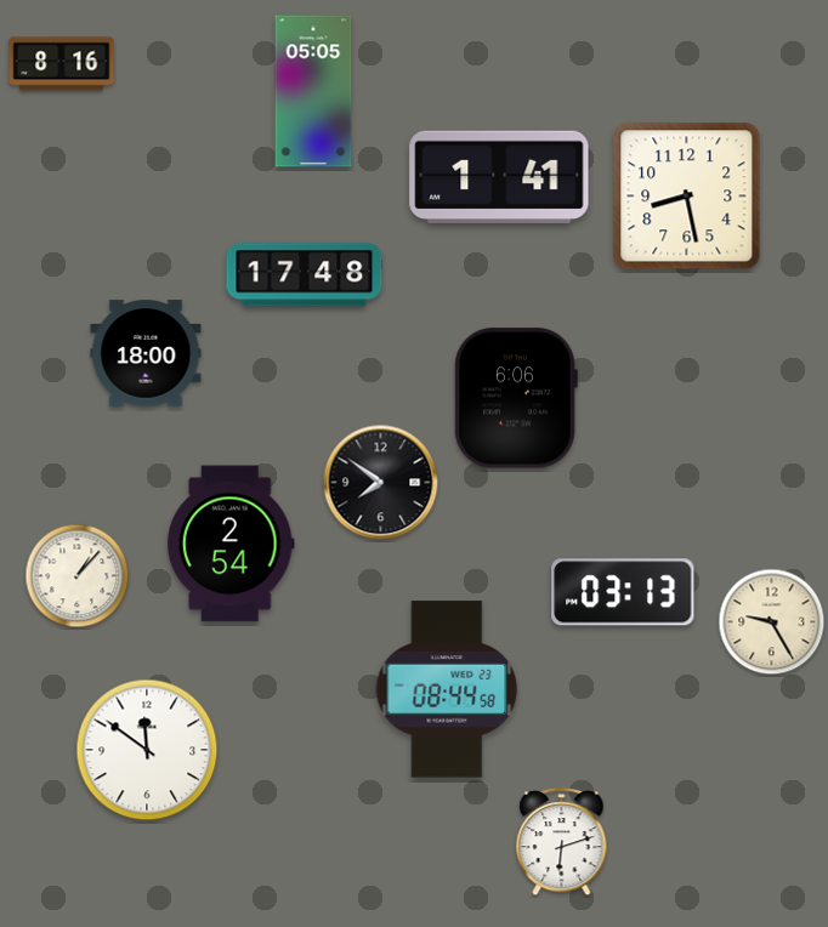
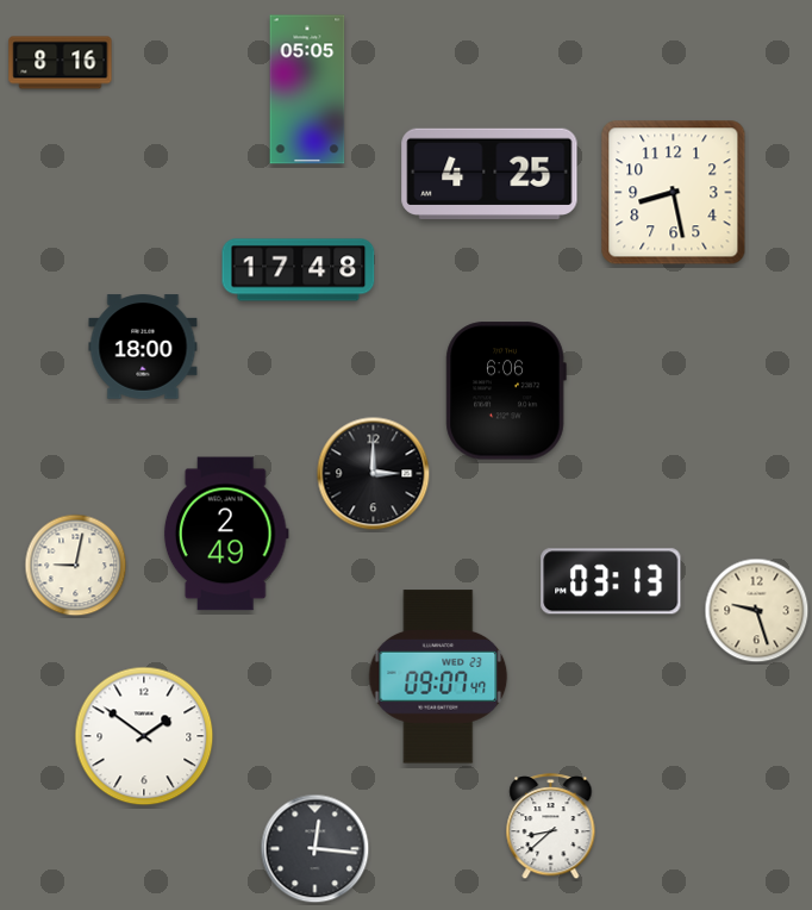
clock at (499, 177): 1:41 -> 4:25
clock at (381, 483): 7:51 -> 3:00
clock at (231, 544): 2:54 -> 2:49
clock at (78, 576): 1:07 -> 9:02
clock at (772, 622): 9:25 -> 9:27
clock at (447, 689): 08:44 -> 09:07
clock at (147, 750): 11:51 -> 1:51
clock at (562, 842): 6:12 -> 8:38
clock at (316, 849): none -> 12:16
